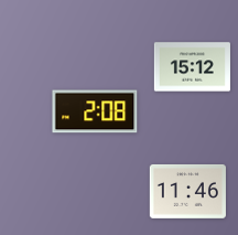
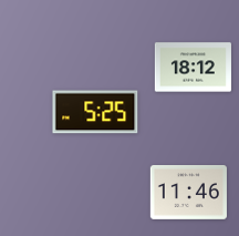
clock at (192, 67): 15:12 -> 18:12
clock at (95, 111): 2:08 -> 5:25
